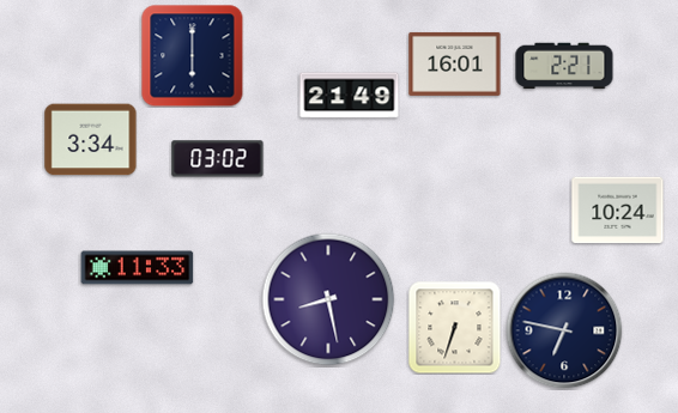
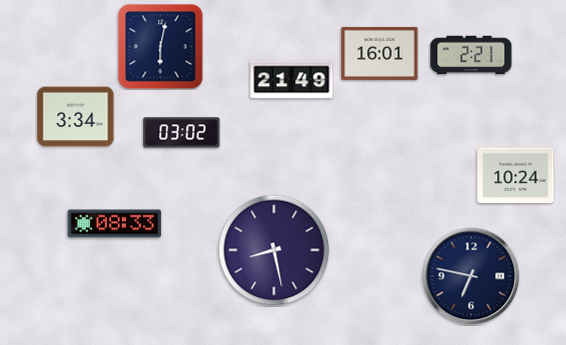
clock at (193, 56): 6:00 -> 6:02
clock at (138, 268): 11:33 -> 08:33
clock at (454, 327): 6:33 -> none
